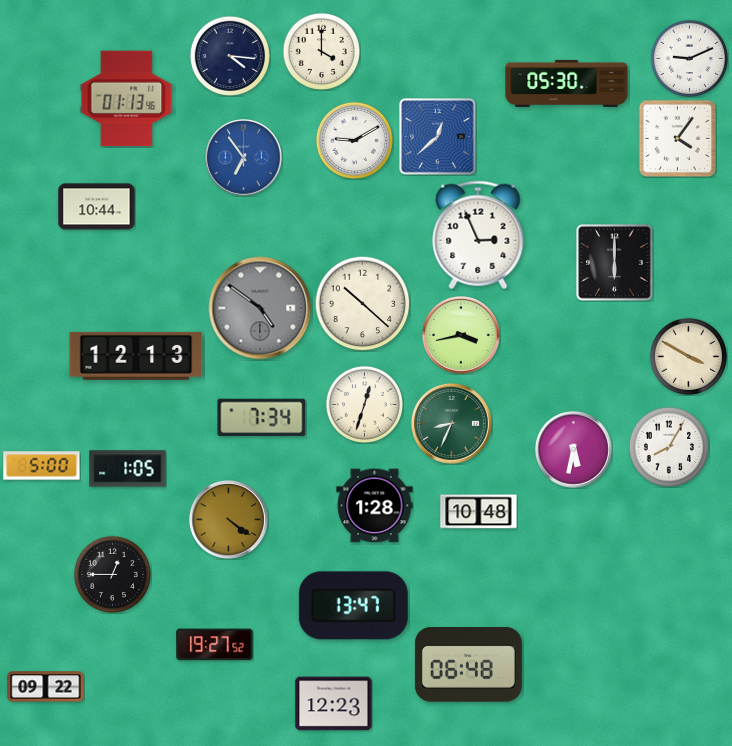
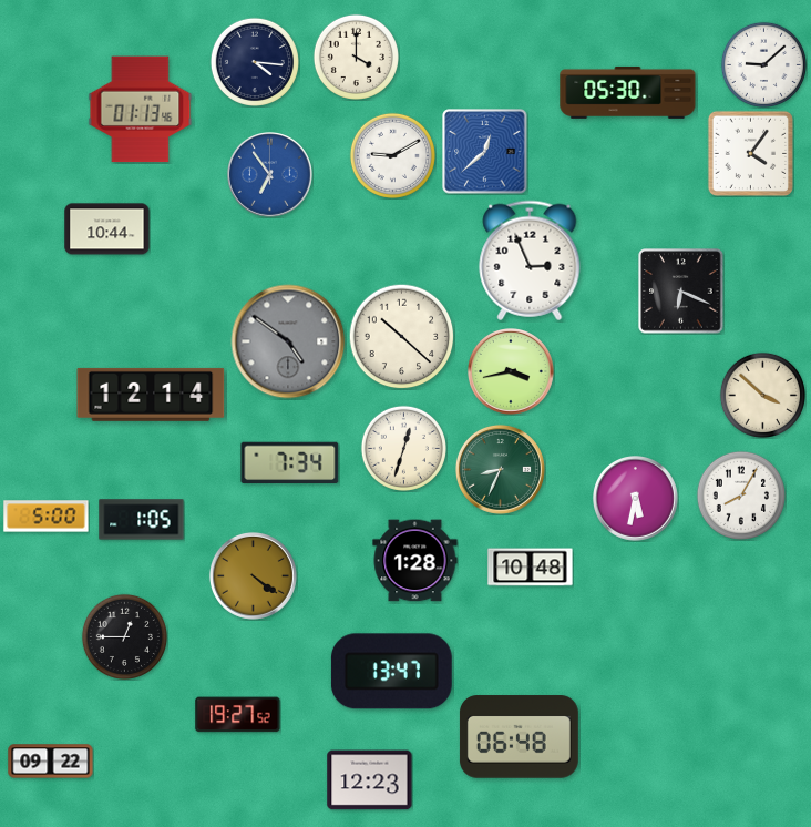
clock at (689, 58): 9:11 -> 9:08
clock at (615, 263): 6:00 -> 6:19
clock at (136, 356): 12:13 -> 12:14
clock at (688, 356): 3:50 -> 3:52
